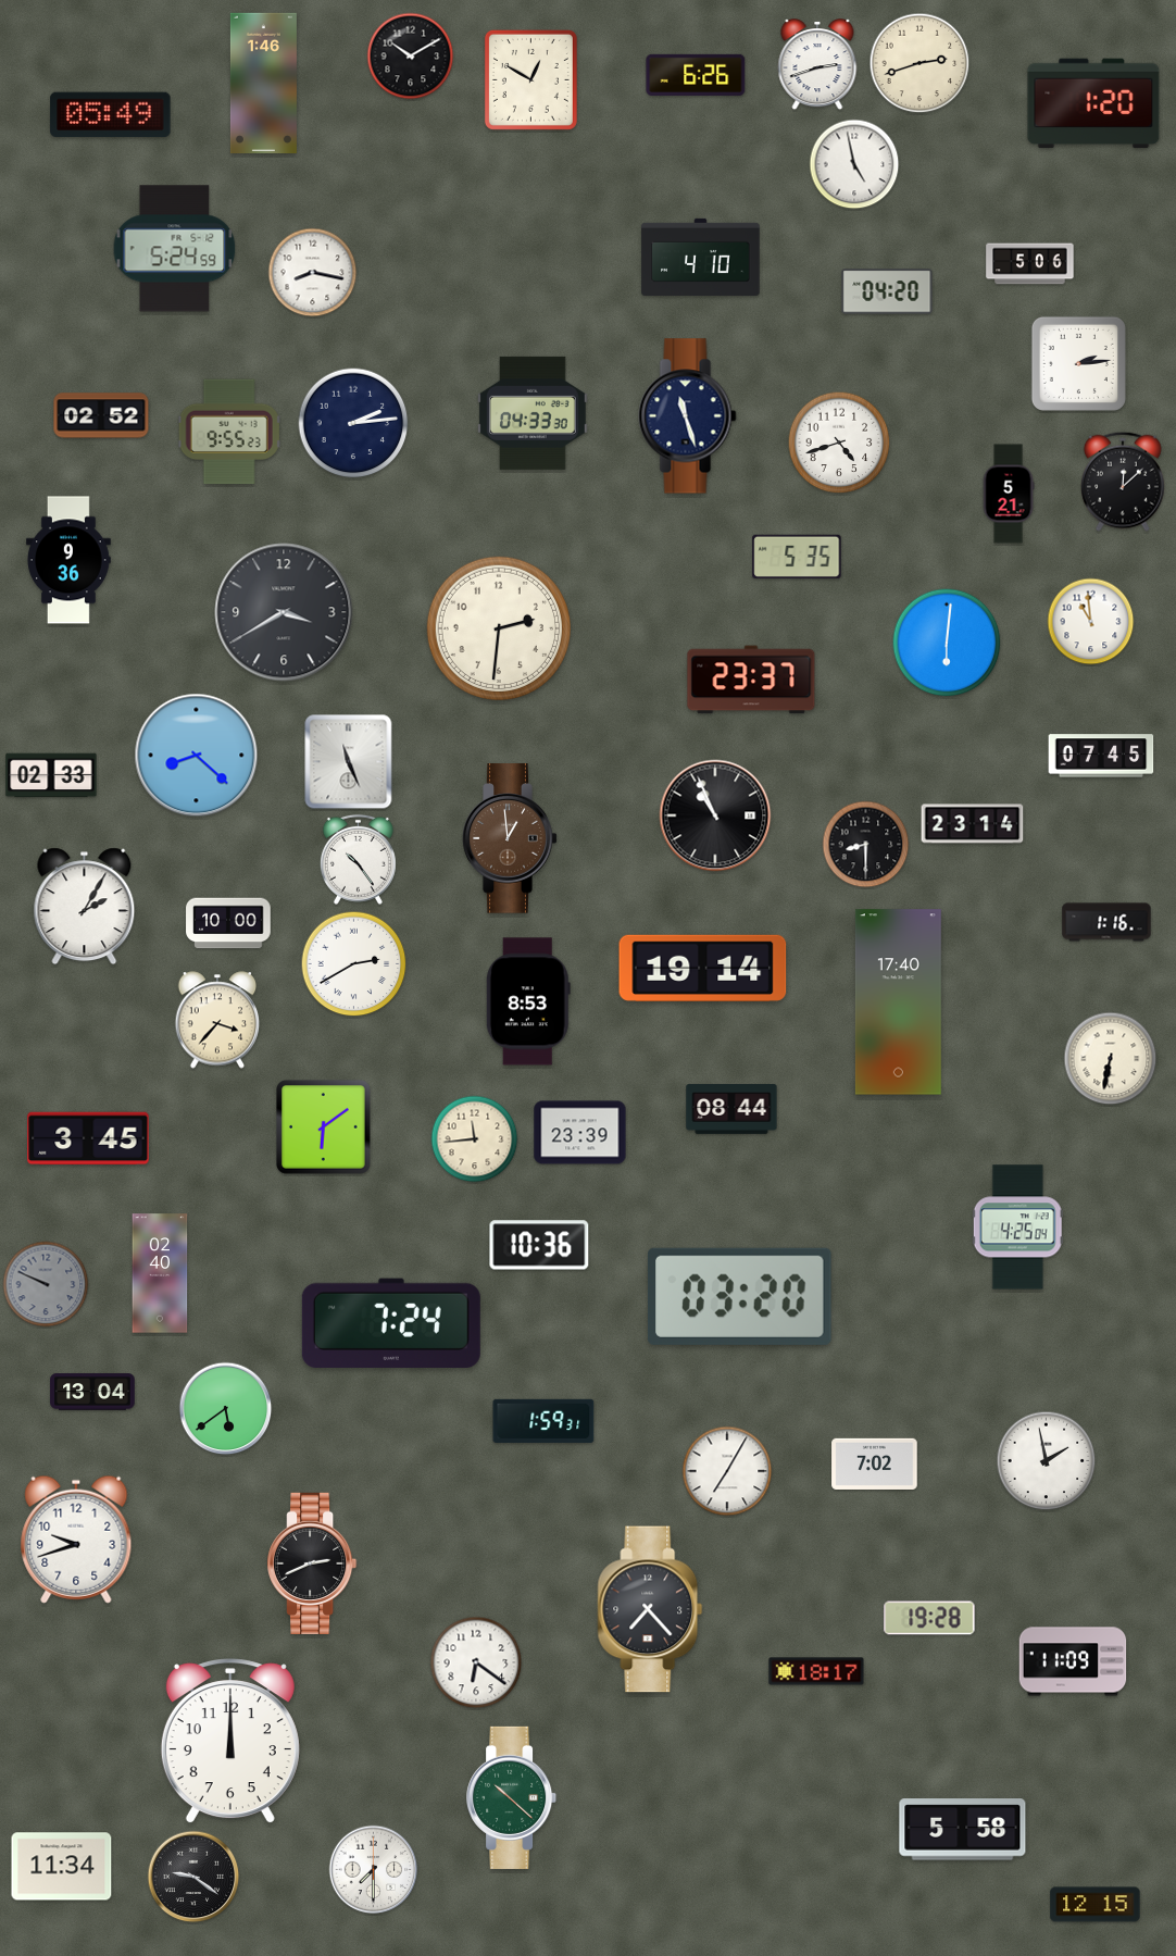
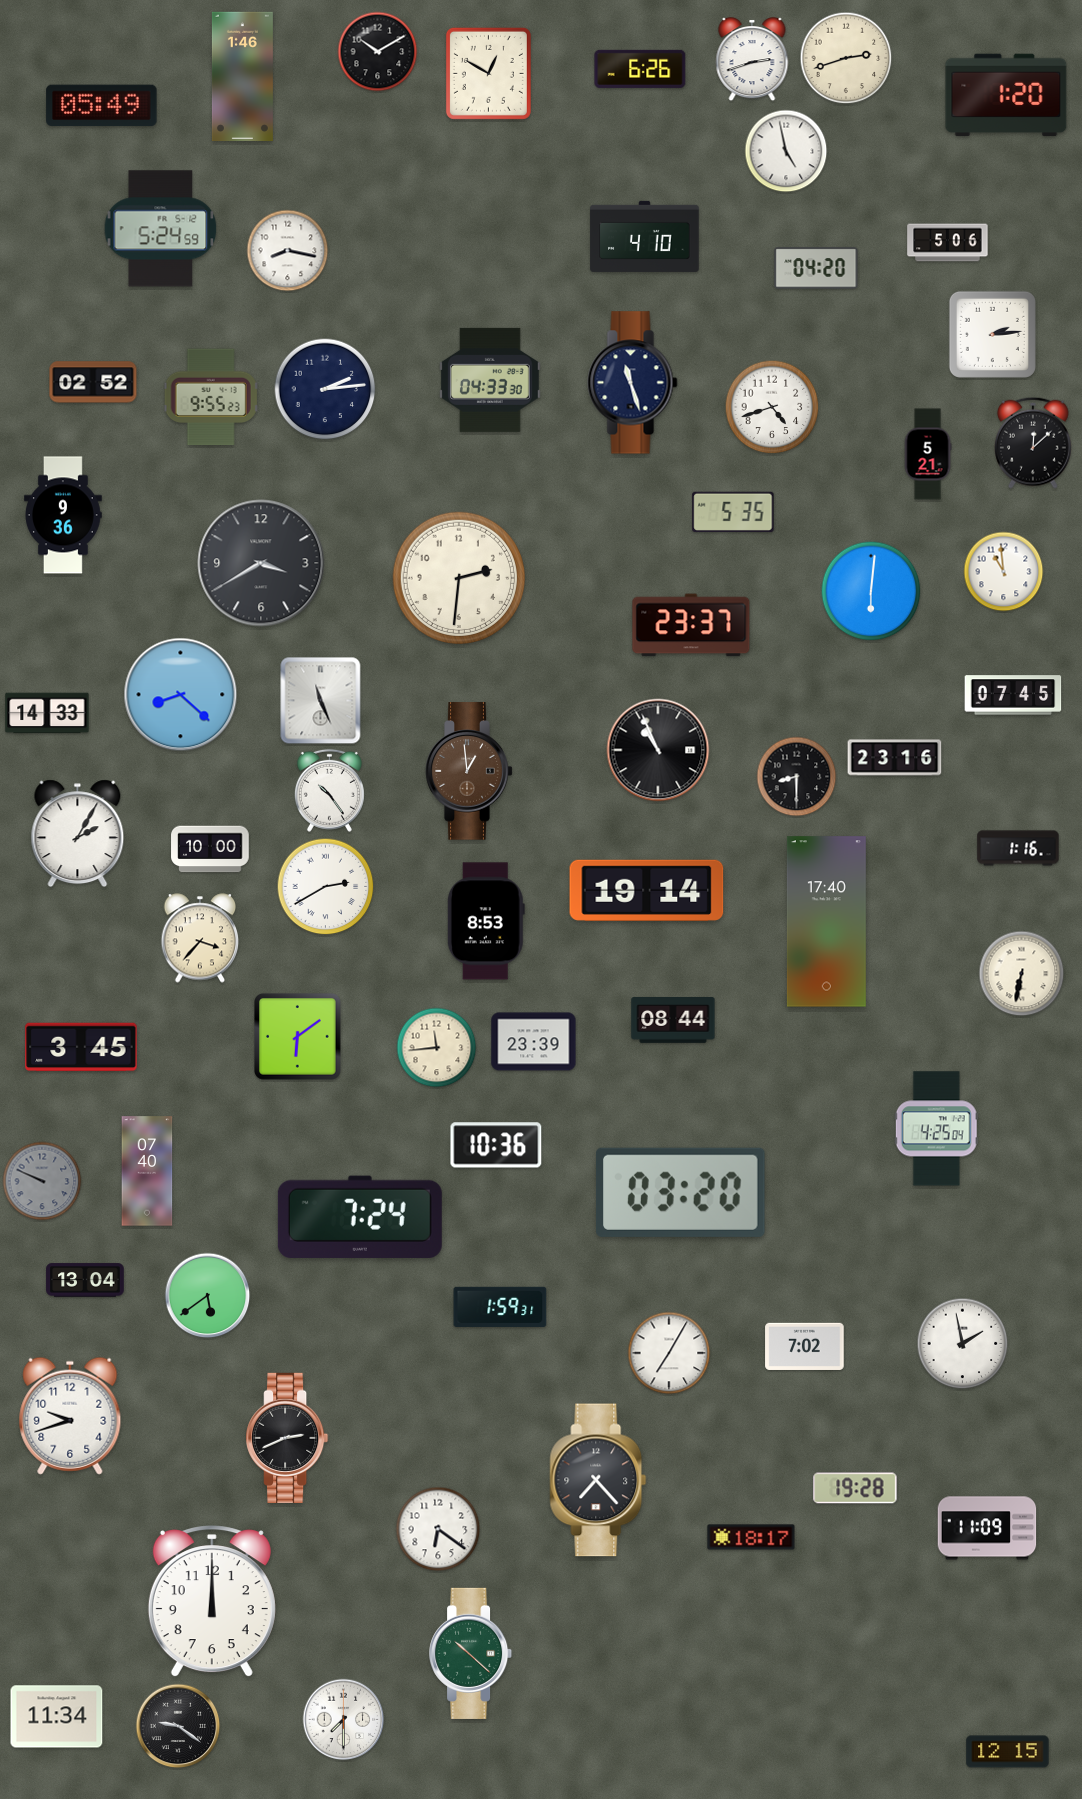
clock at (51, 775): 02:33 -> 14:33
clock at (973, 824): 23:14 -> 23:16
clock at (160, 1273): 02:40 -> 07:40
clock at (963, 1830): 5:58 -> none
